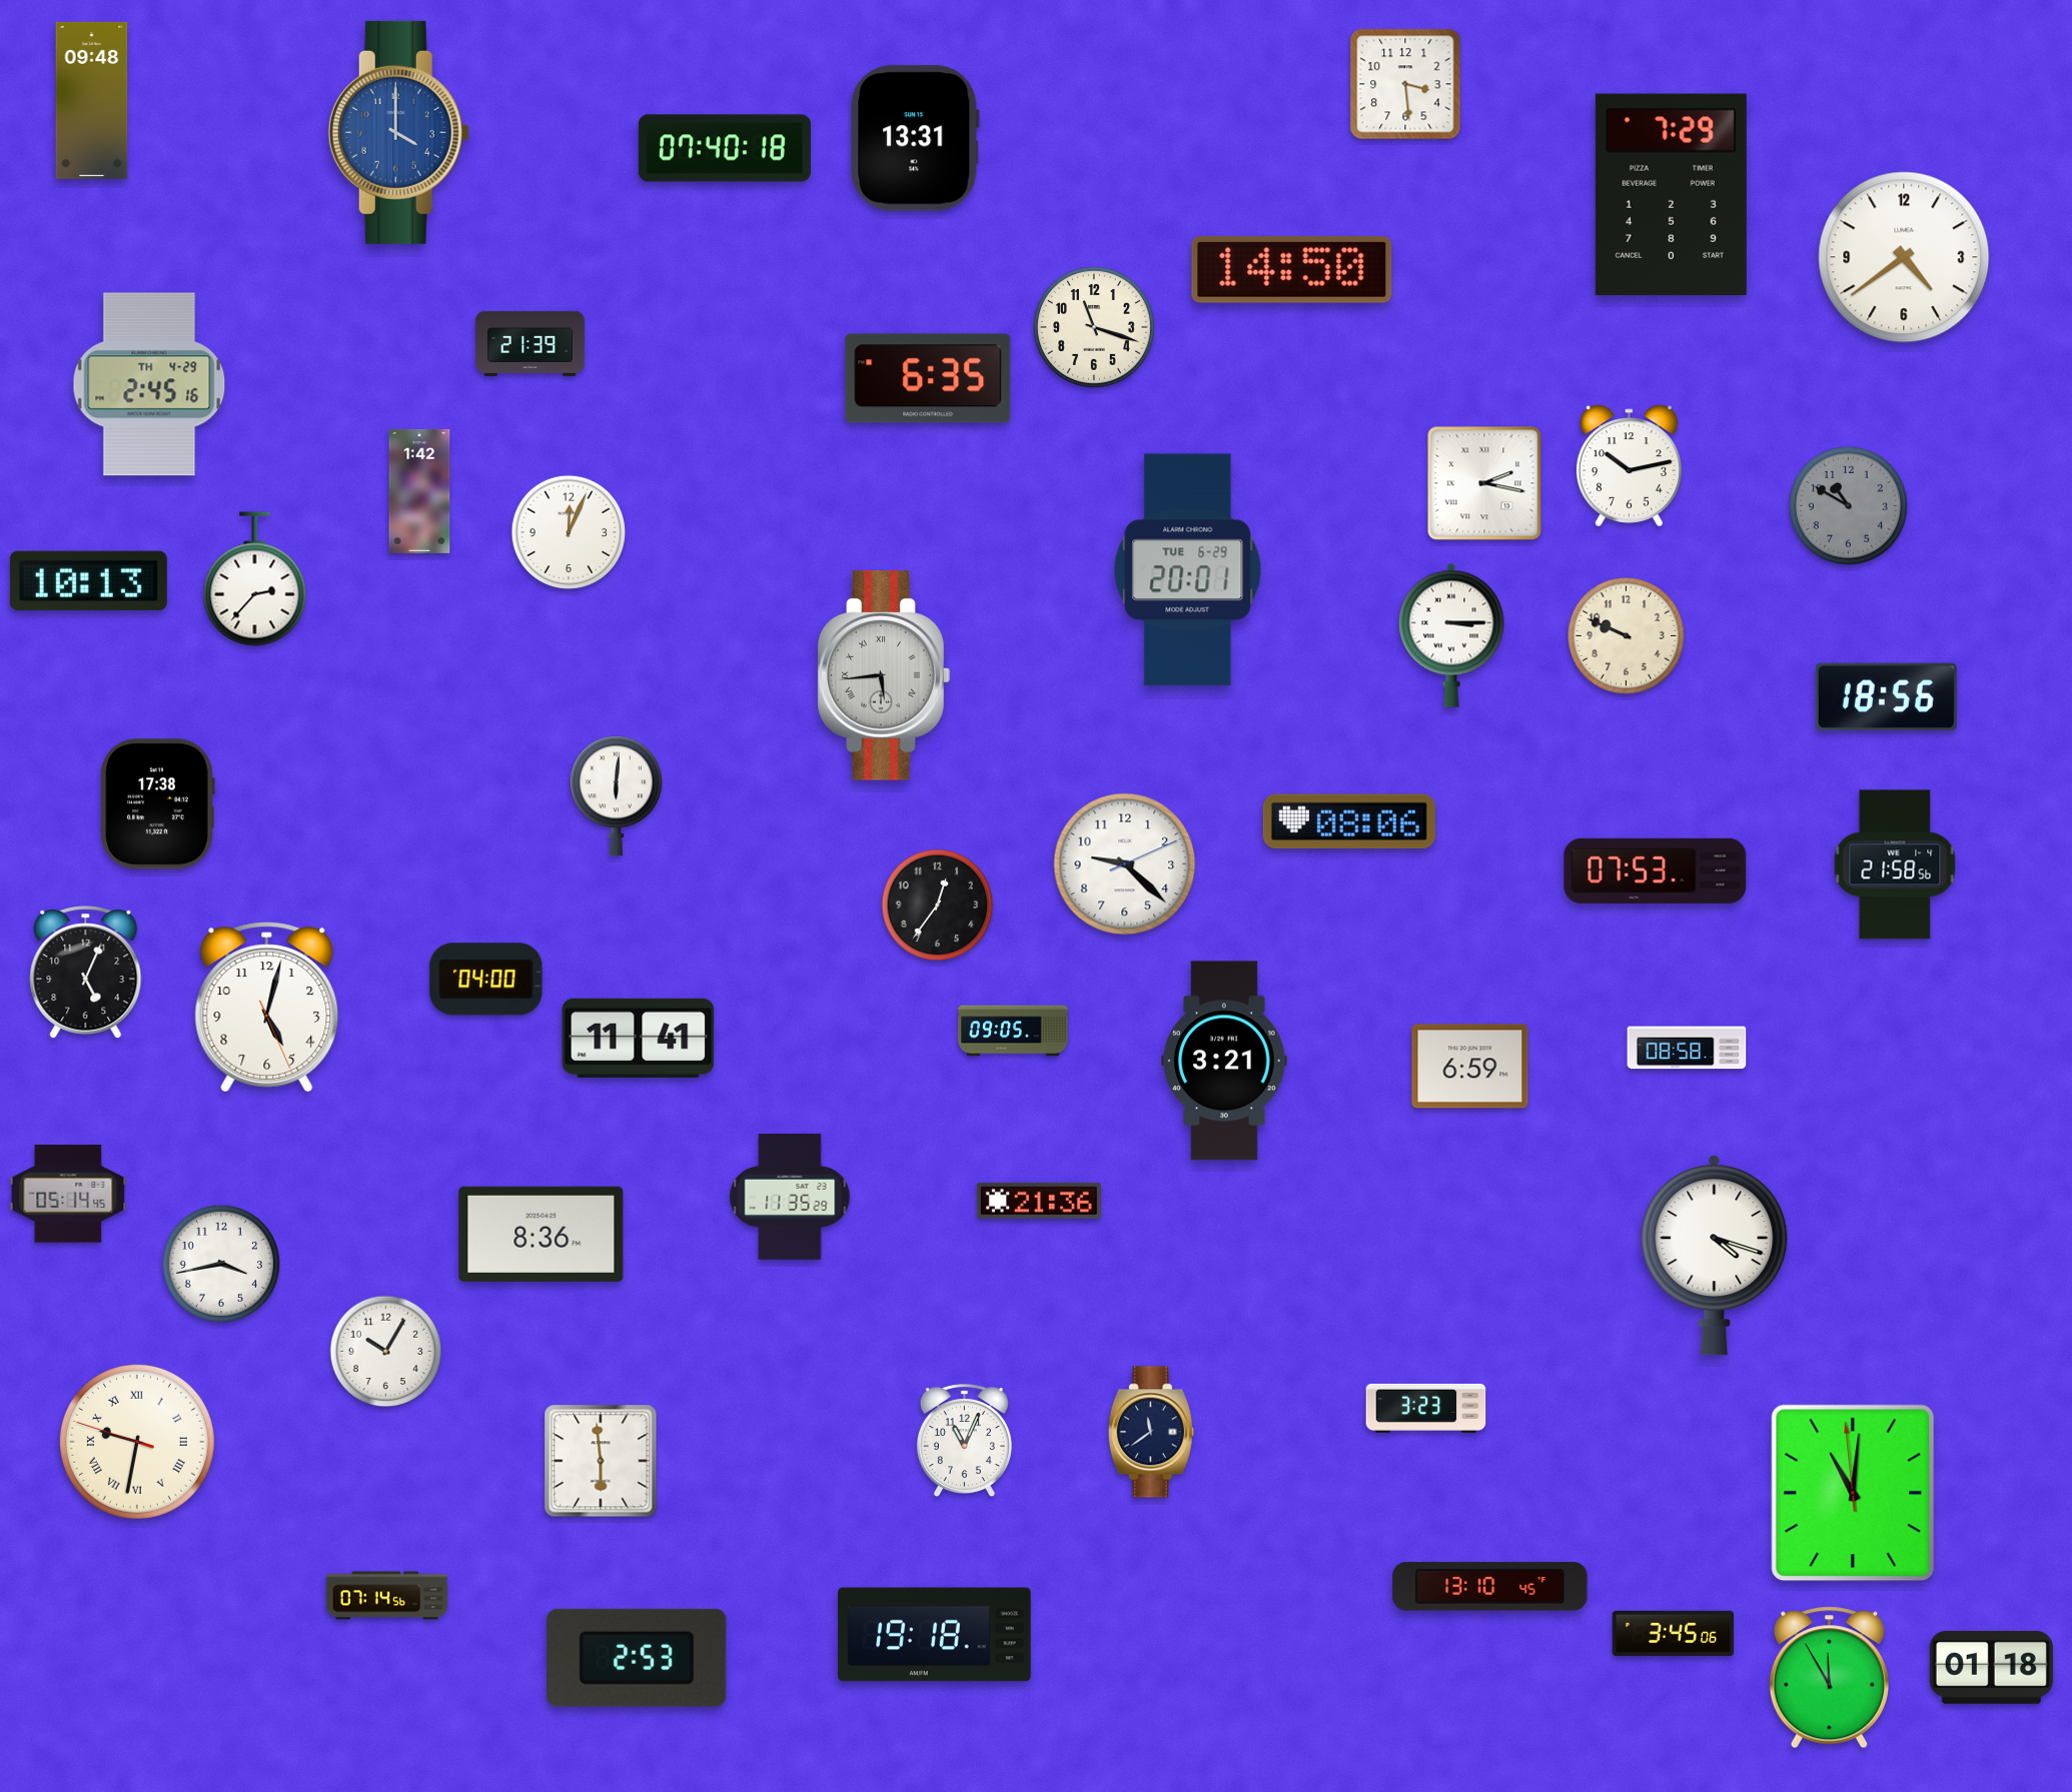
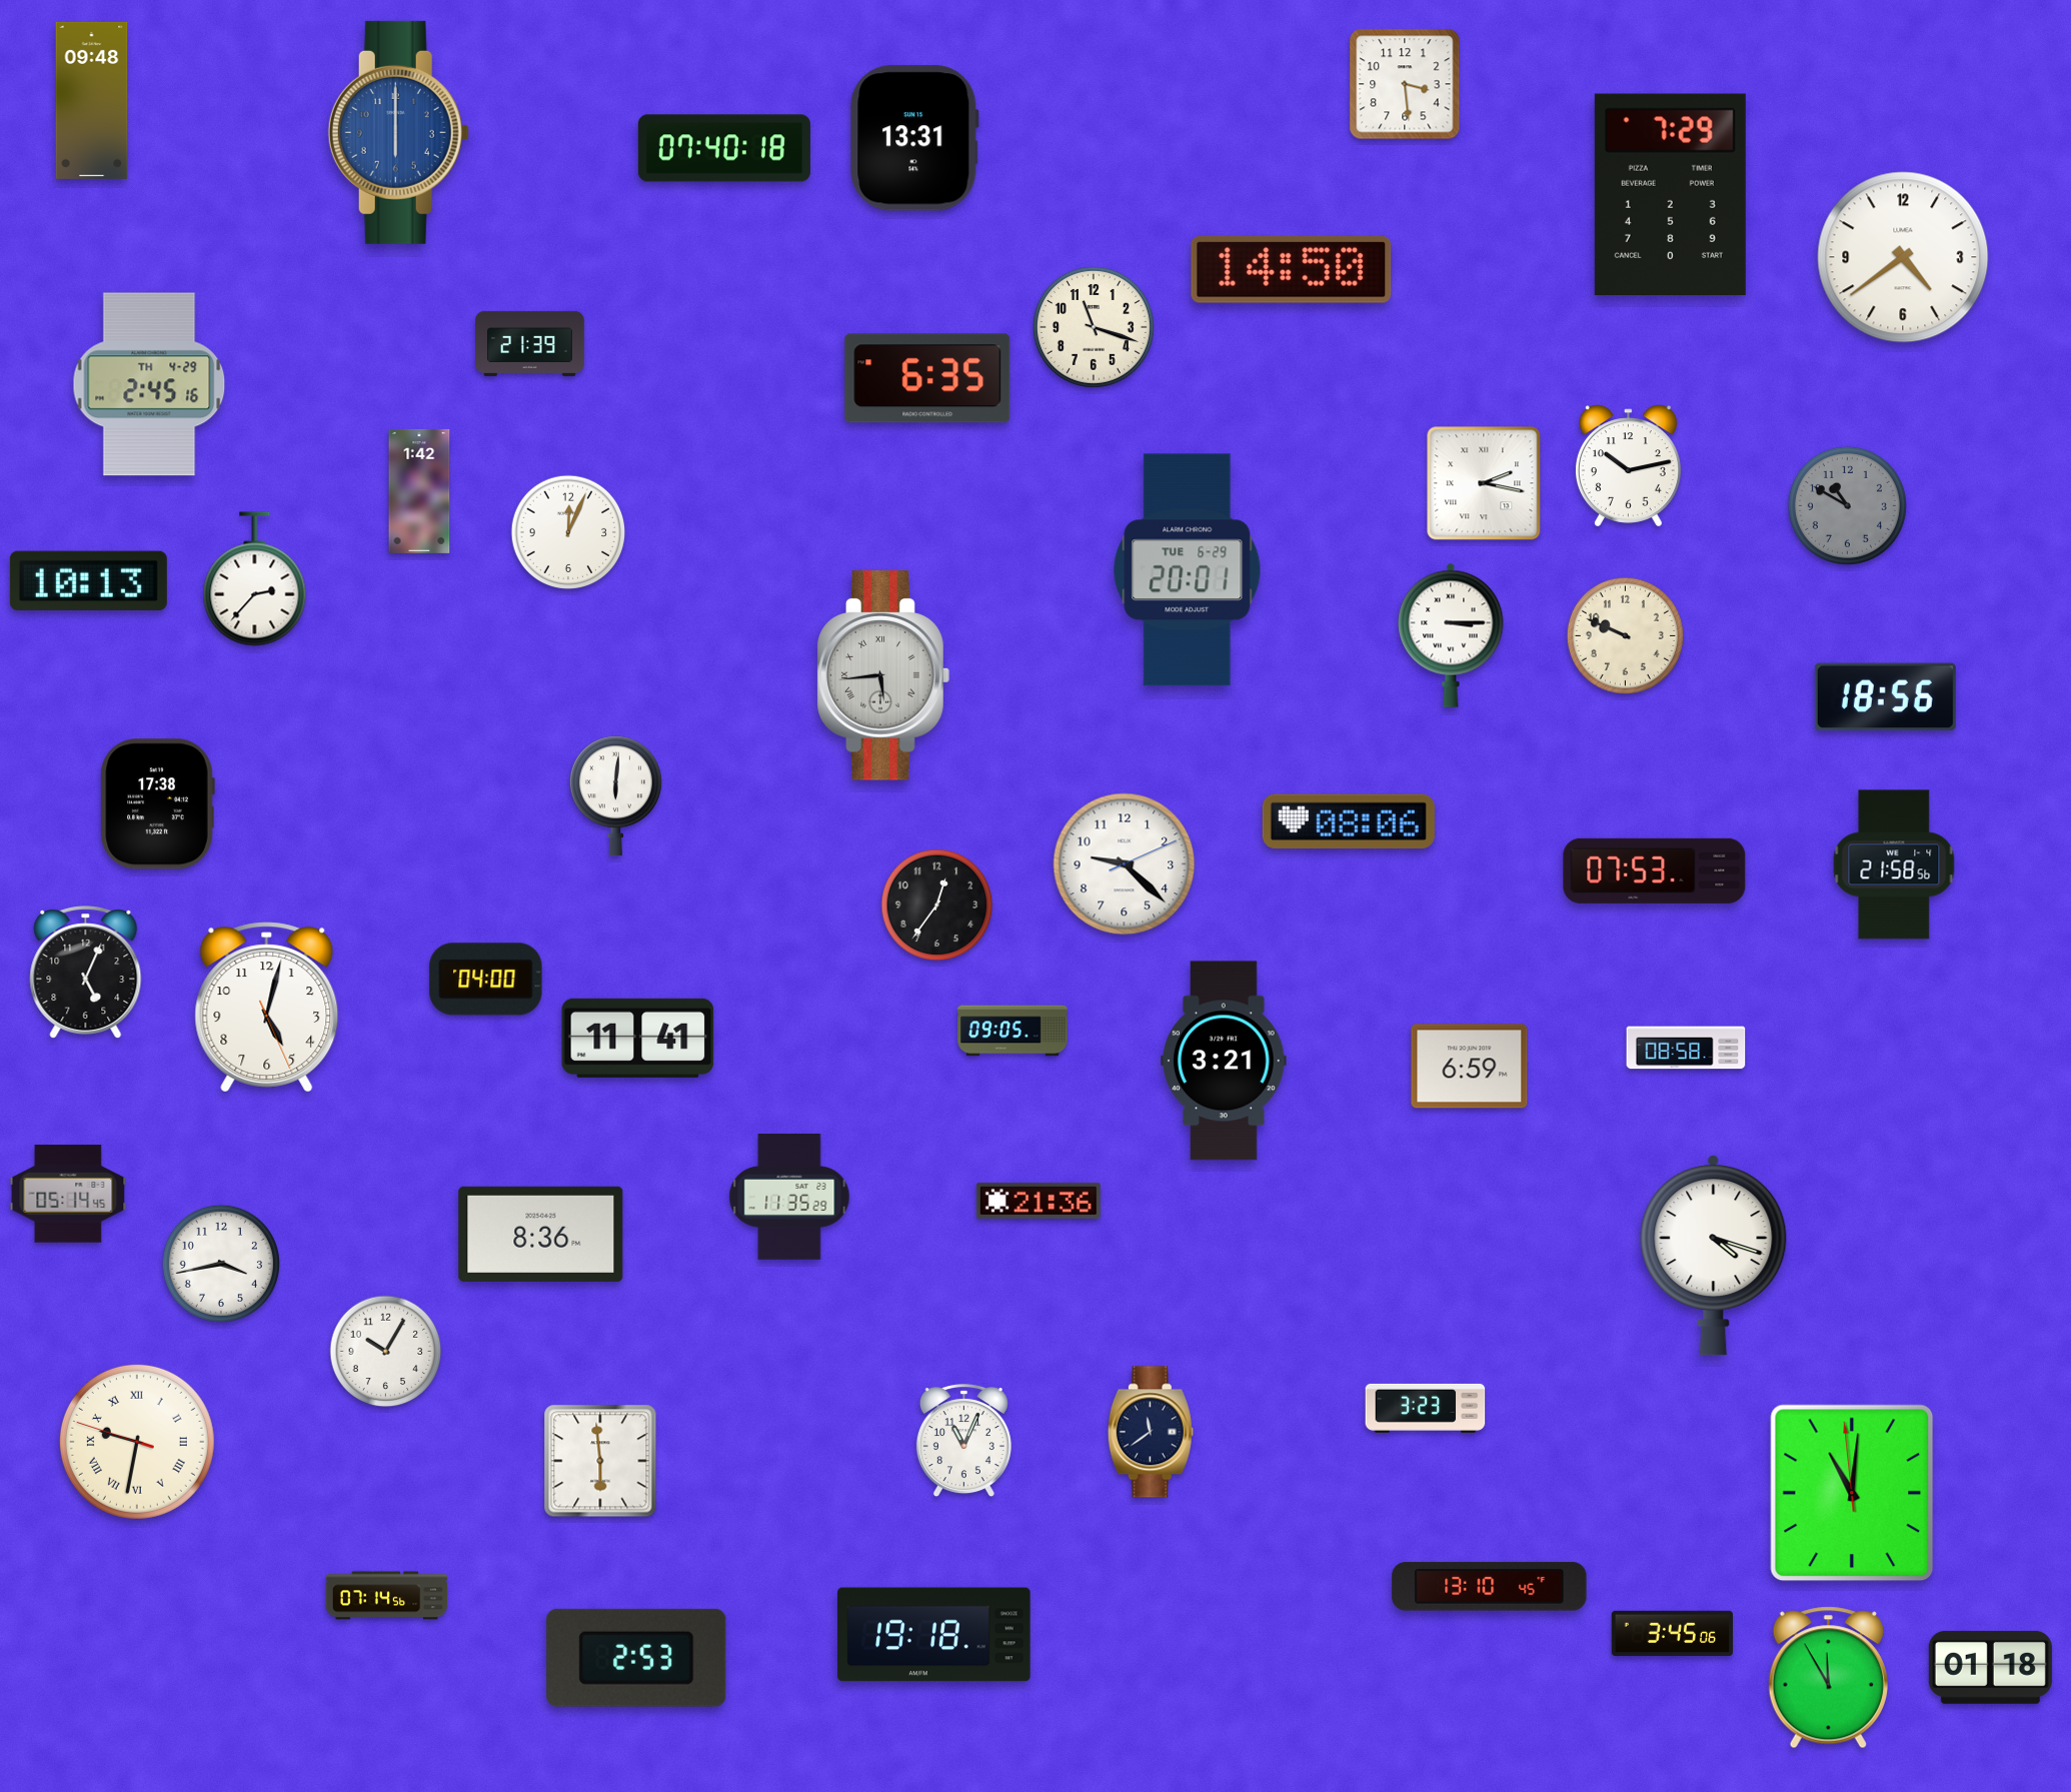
clock at (398, 132): 4:00 -> 6:00
